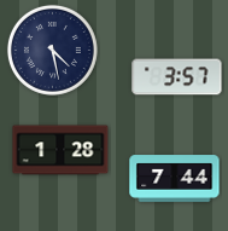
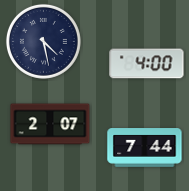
clock at (177, 77): 3:57 -> 4:00
clock at (60, 150): 1:28 -> 2:07
